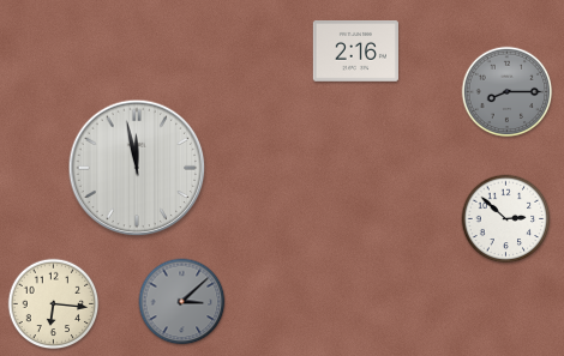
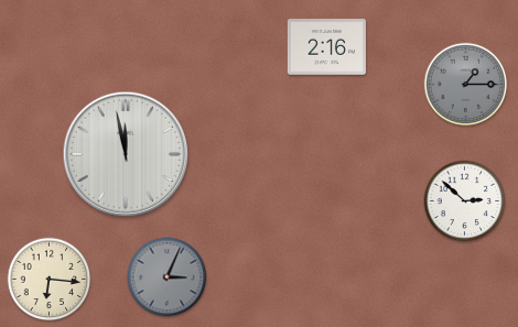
clock at (508, 92): 8:15 -> 1:15
clock at (182, 302): 3:08 -> 3:04
